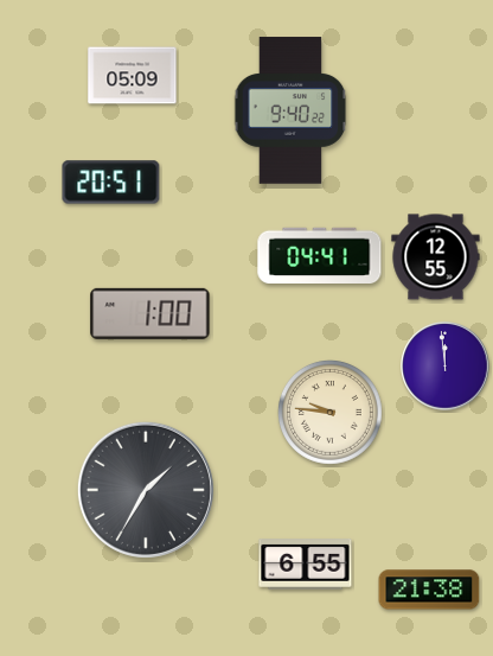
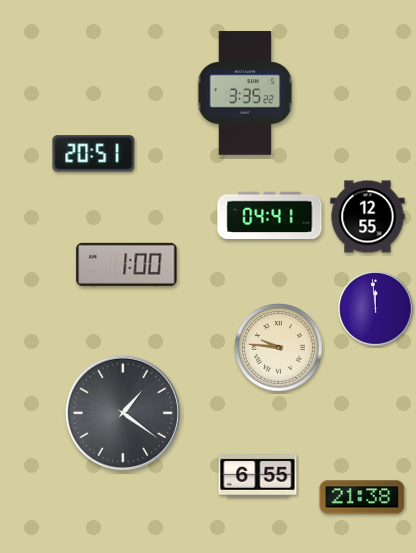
clock at (133, 76): 05:09 -> none
clock at (290, 110): 9:40 -> 3:35
clock at (146, 490): 1:35 -> 1:21
